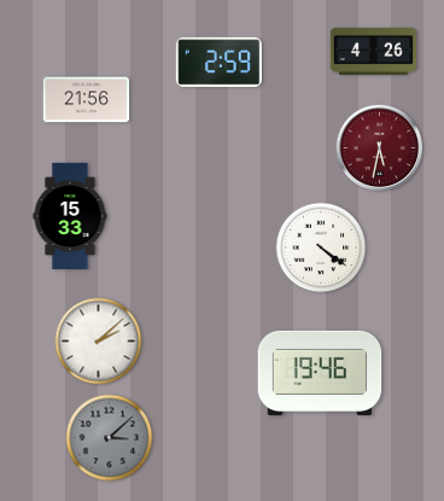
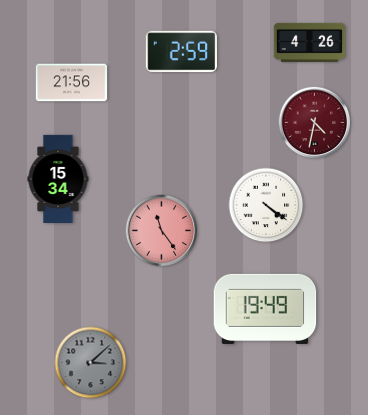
clock at (380, 148): 5:32 -> 4:32
clock at (70, 215): 15:33 -> 15:34
clock at (162, 231): none -> 11:24
clock at (99, 342): 2:08 -> none
clock at (320, 373): 19:46 -> 19:49
